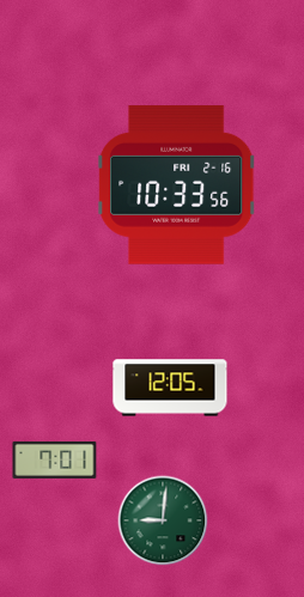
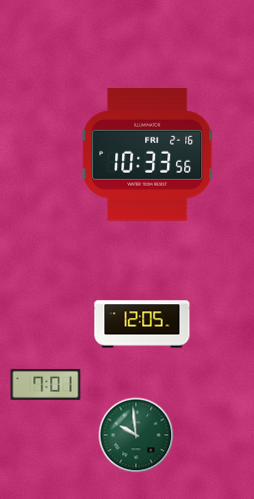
clock at (163, 520): 9:01 -> 9:59
